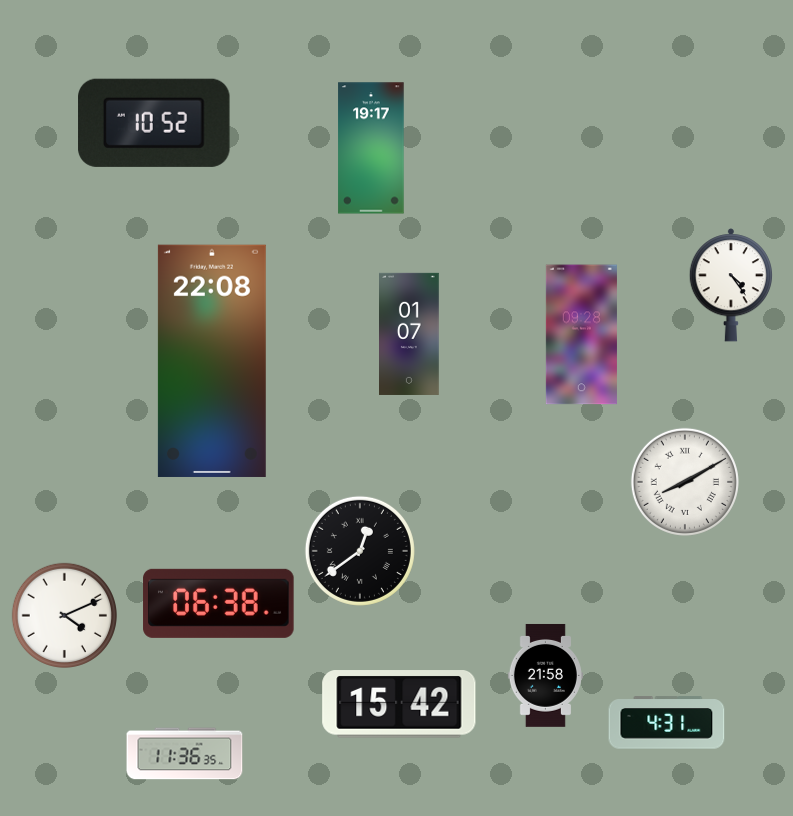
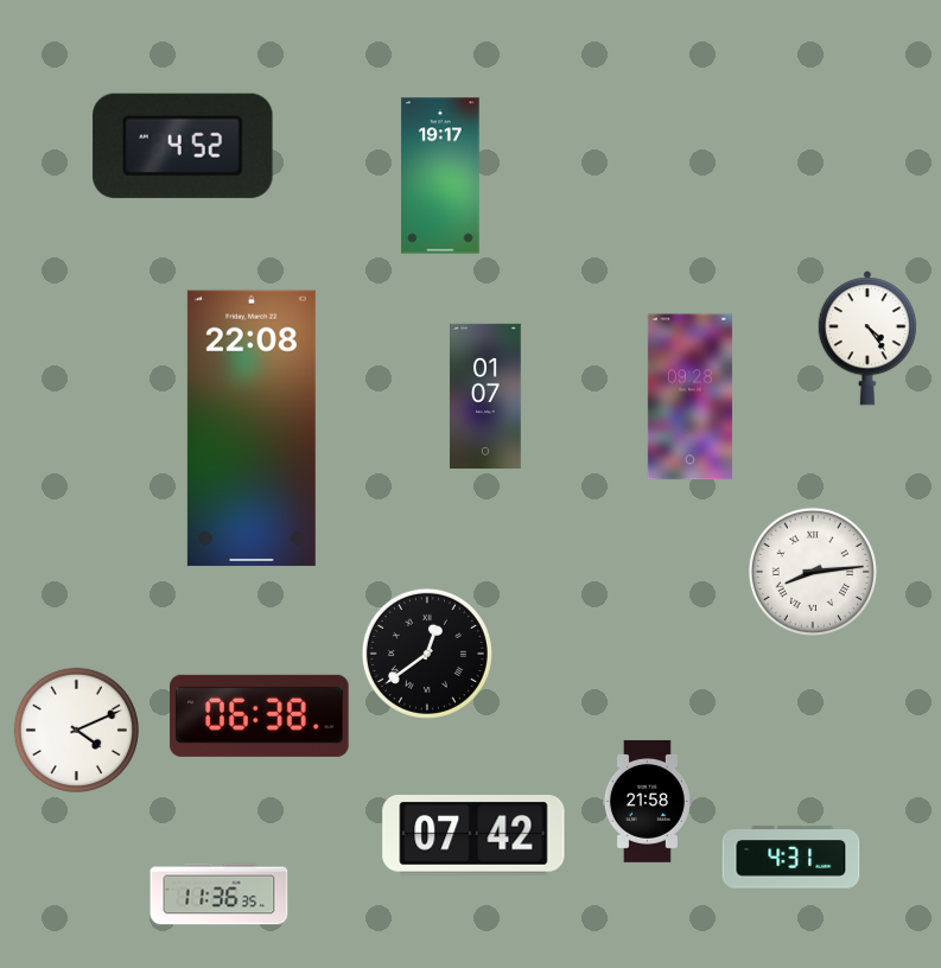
clock at (154, 123): 10:52 -> 4:52
clock at (685, 482): 8:10 -> 8:14
clock at (399, 704): 15:42 -> 07:42
